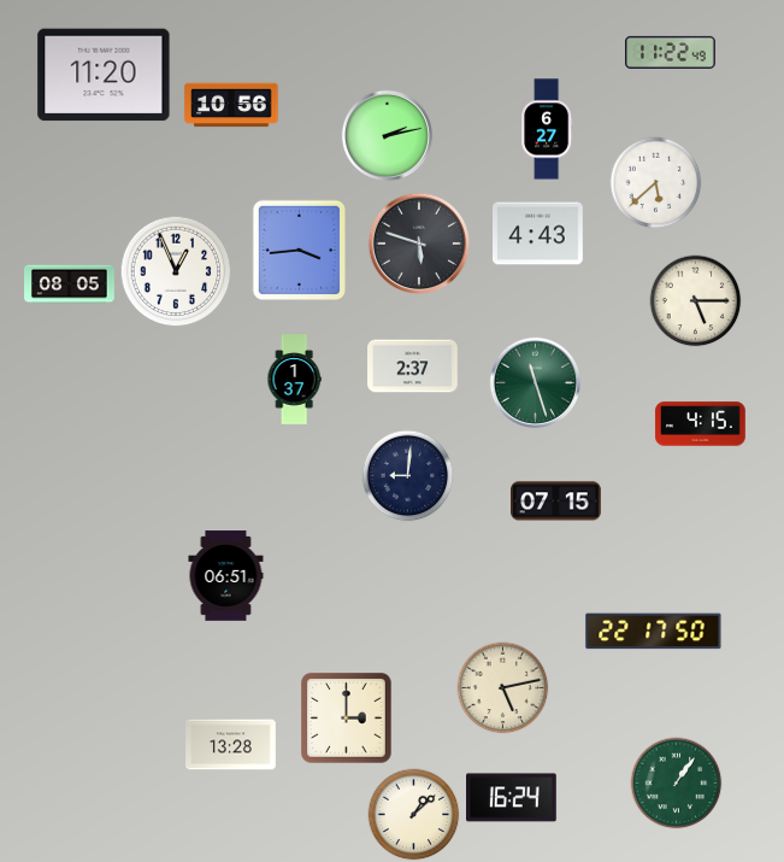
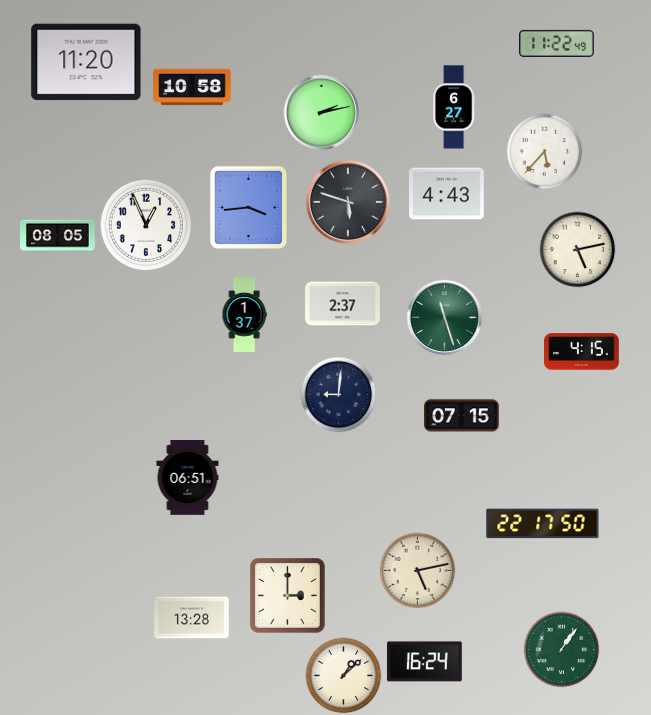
clock at (231, 105): 10:56 -> 10:58
clock at (656, 183): 5:38 -> 5:37
clock at (696, 301): 5:15 -> 5:13
